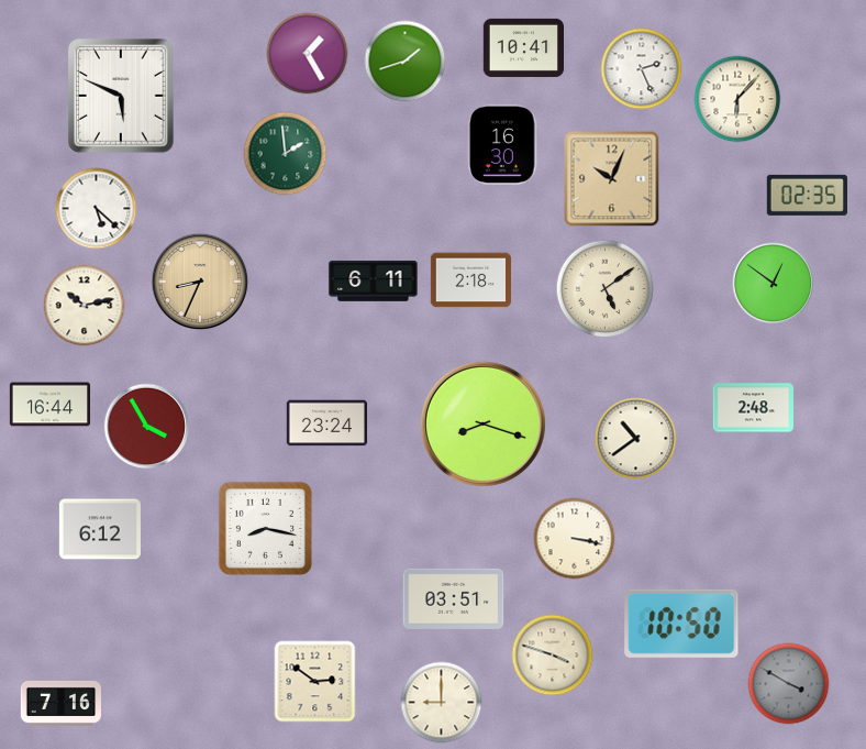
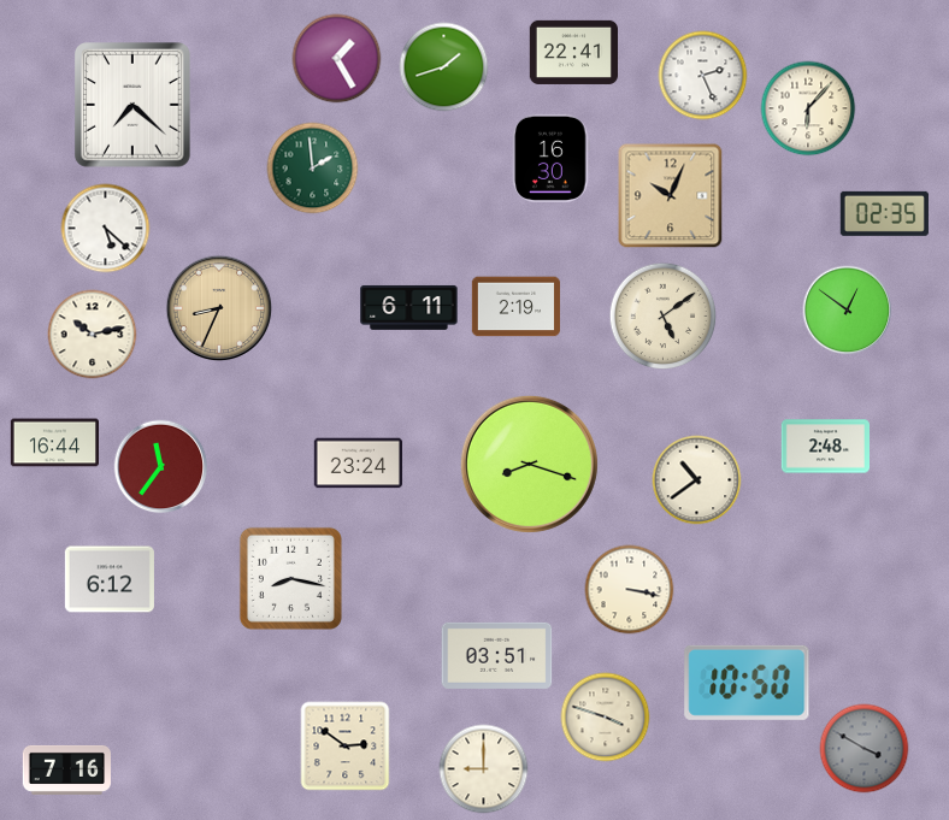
clock at (523, 47): 10:41 -> 22:41
clock at (122, 97): 5:49 -> 7:22
clock at (470, 280): 2:18 -> 2:19
clock at (147, 427): 3:55 -> 11:36
